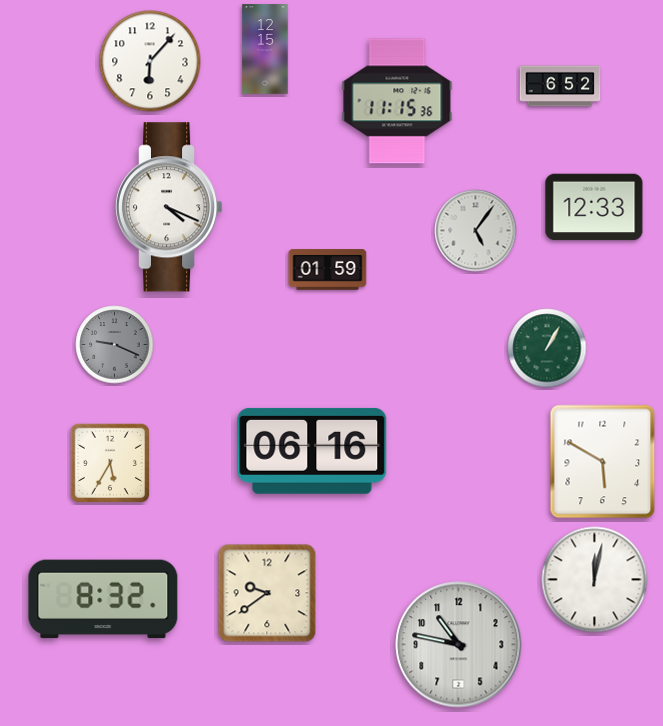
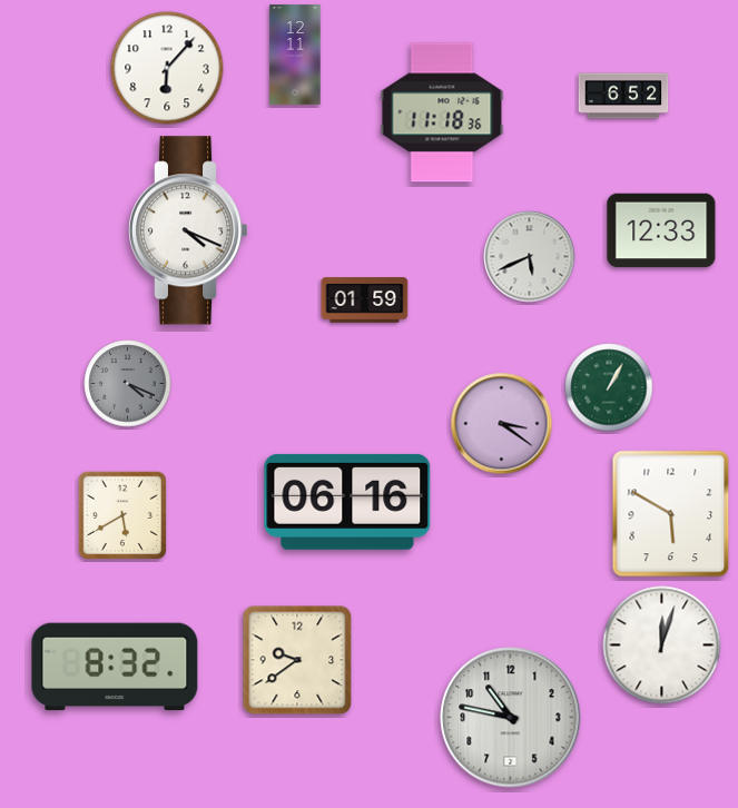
clock at (265, 49): 12:15 -> 12:11
clock at (397, 101): 11:15 -> 11:18
clock at (476, 231): 5:06 -> 5:41
clock at (115, 345): 9:19 -> 4:19
clock at (502, 424): none -> 3:21
clock at (109, 462): 5:35 -> 5:40
clock at (595, 580): 12:02 -> 12:03
